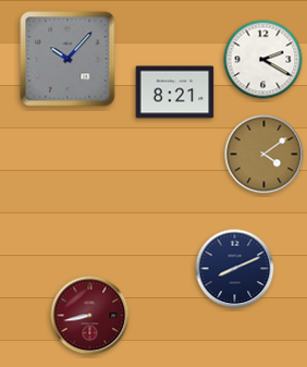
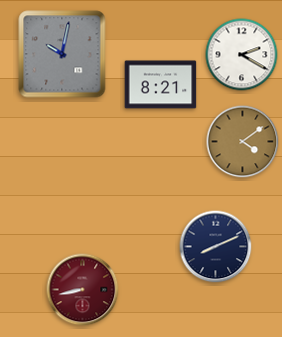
clock at (67, 59): 10:07 -> 10:02
